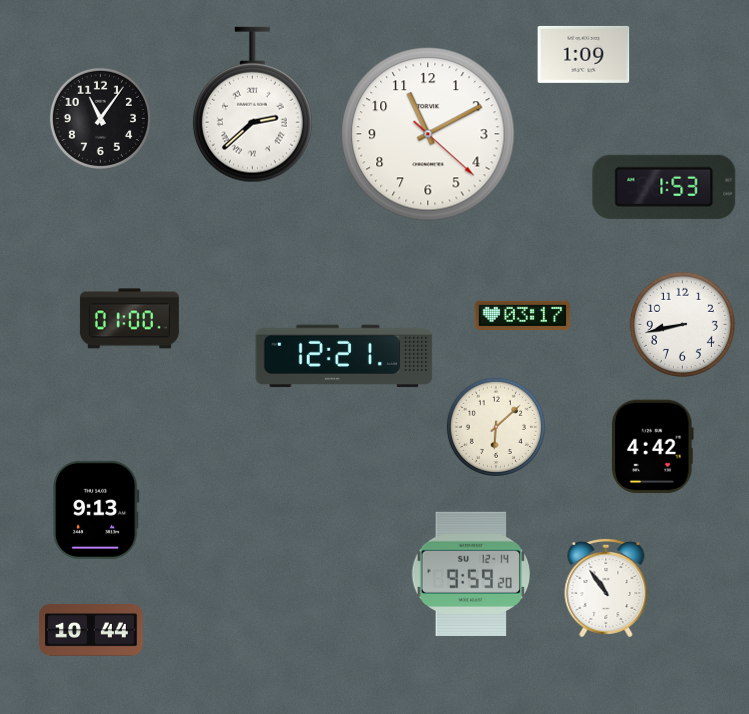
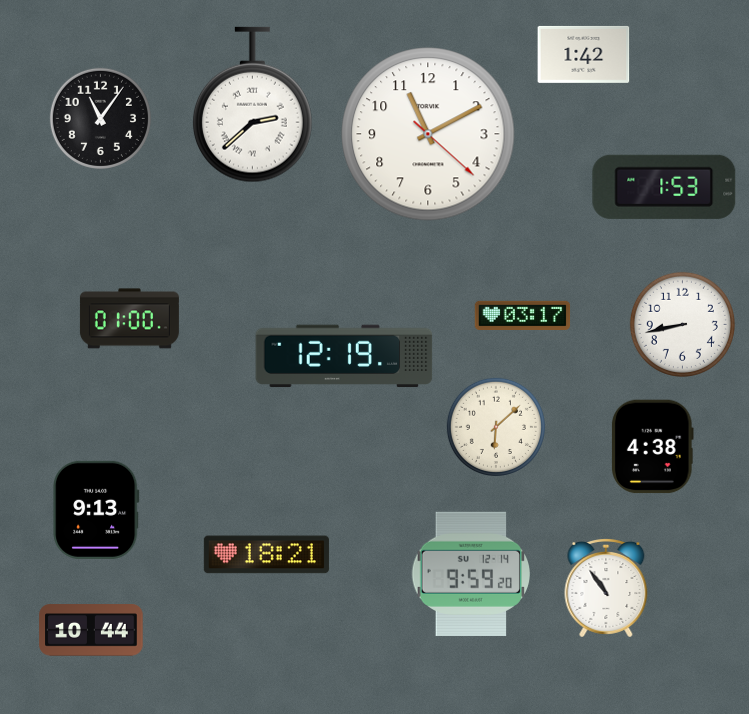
clock at (584, 54): 1:09 -> 1:42
clock at (344, 356): 12:21 -> 12:19
clock at (653, 447): 4:42 -> 4:38
clock at (266, 555): none -> 18:21
